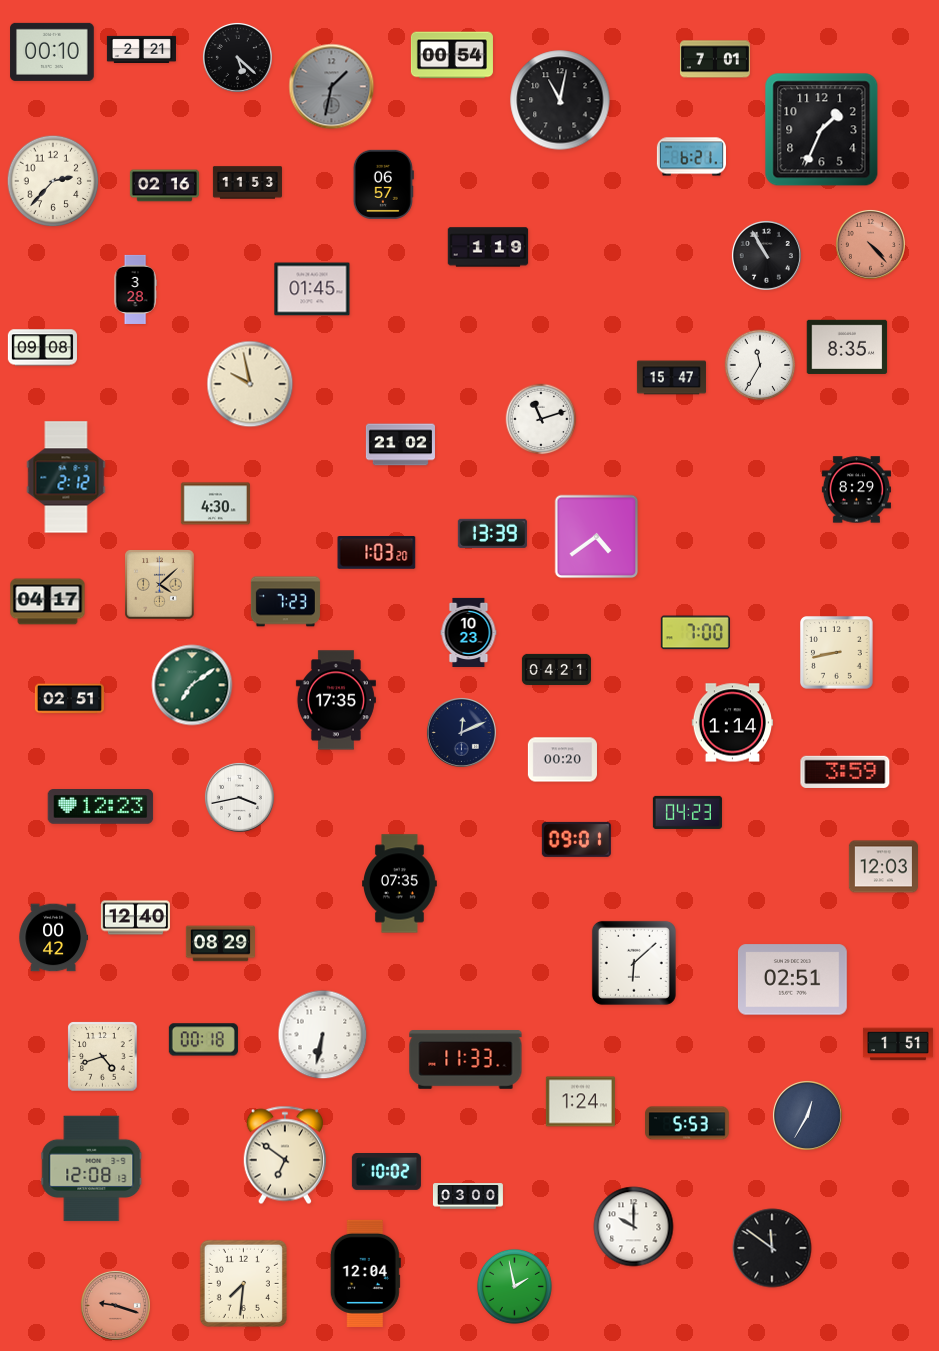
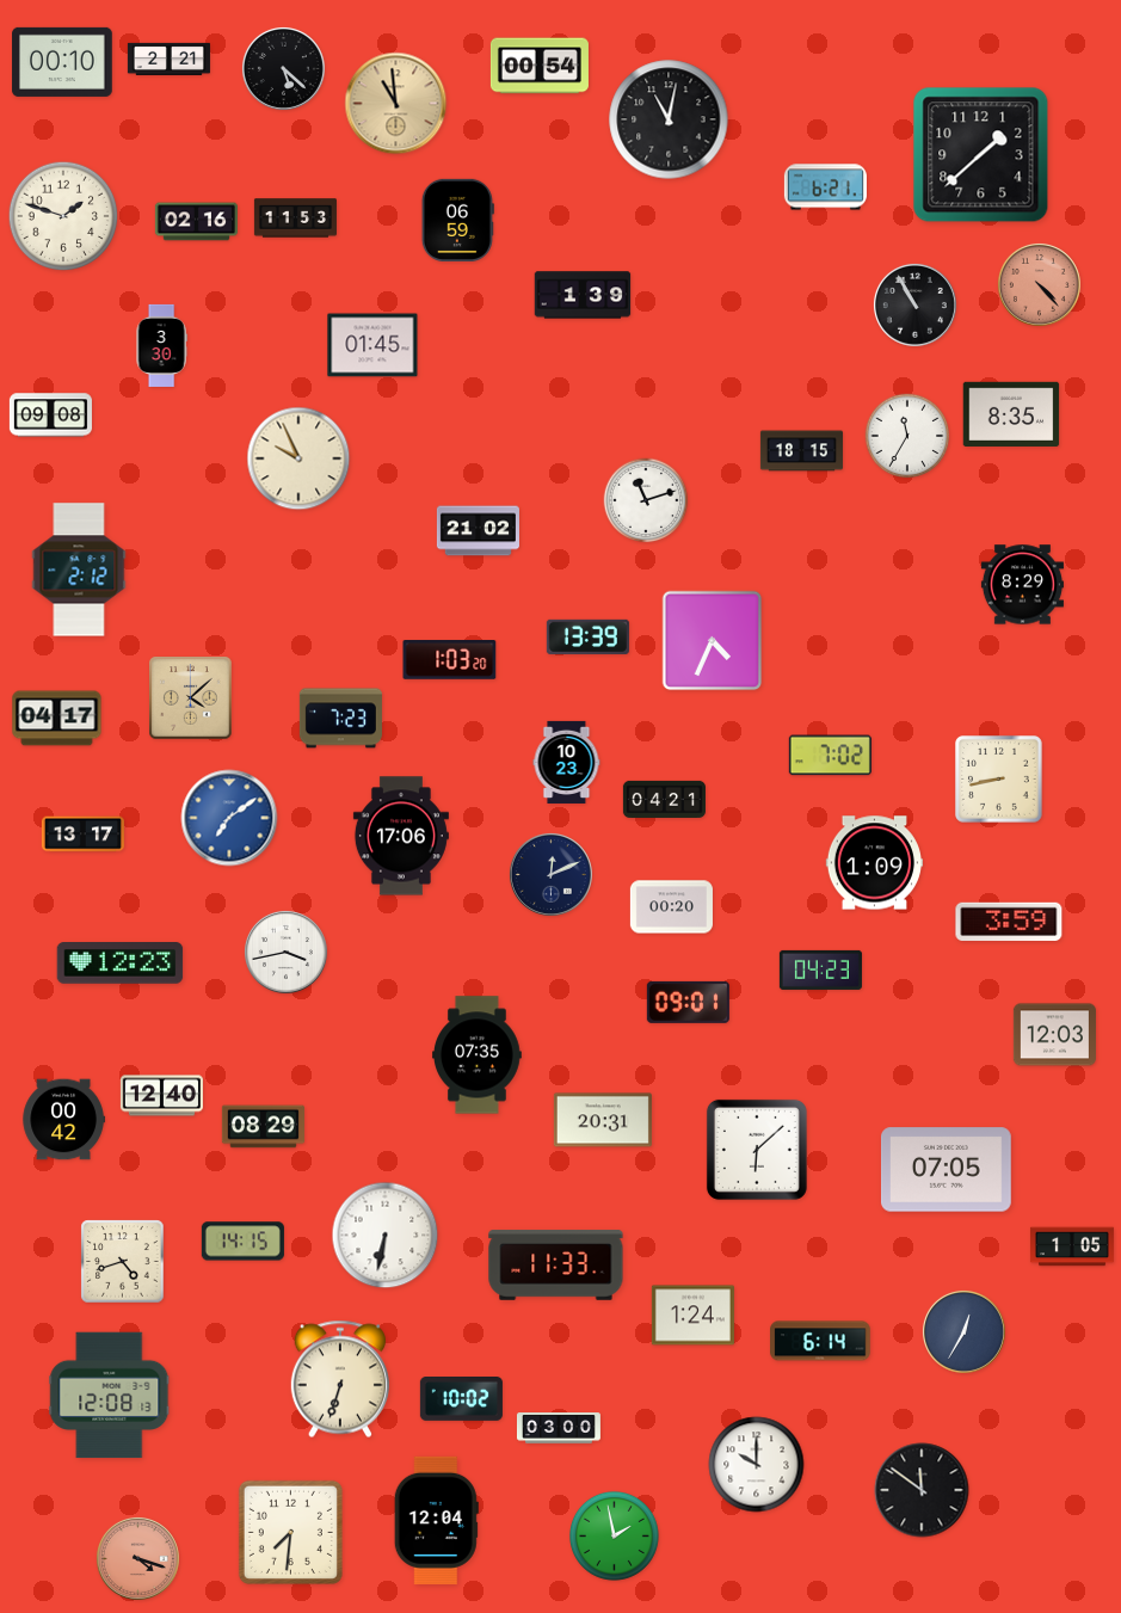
clock at (715, 59): 7:01 -> none
clock at (332, 87): 1:32 -> 10:59
clock at (332, 87) dial: grey -> champagne
clock at (822, 130): 1:34 -> 1:38
clock at (53, 181): 2:37 -> 1:48
clock at (383, 184): 06:57 -> 06:59
clock at (870, 244) position: (870, 244) -> (1039, 284)
clock at (488, 247): 1:19 -> 1:39
clock at (135, 289): 3:28 -> 3:30
clock at (671, 378): 15:47 -> 18:15
clock at (250, 384): 9:58 -> 9:56
clock at (215, 504): 4:30 -> none
clock at (597, 537): 4:39 -> 4:34
clock at (469, 632) position: (469, 632) -> (567, 762)
clock at (695, 633): 7:00 -> 7:02
clock at (192, 685) dial: green -> blue
clock at (69, 699): 02:51 -> 13:17
clock at (336, 700): 17:35 -> 17:06
clock at (732, 723): 1:14 -> 1:09
clock at (603, 1120): none -> 20:31
clock at (792, 980): 02:51 -> 07:05
clock at (203, 1040): 00:18 -> 14:15
clock at (898, 1044): 1:51 -> 1:05
clock at (687, 1123): 5:53 -> 6:14
clock at (285, 1155): 6:51 -> 6:33
clock at (115, 1305): 9:18 -> 4:18
